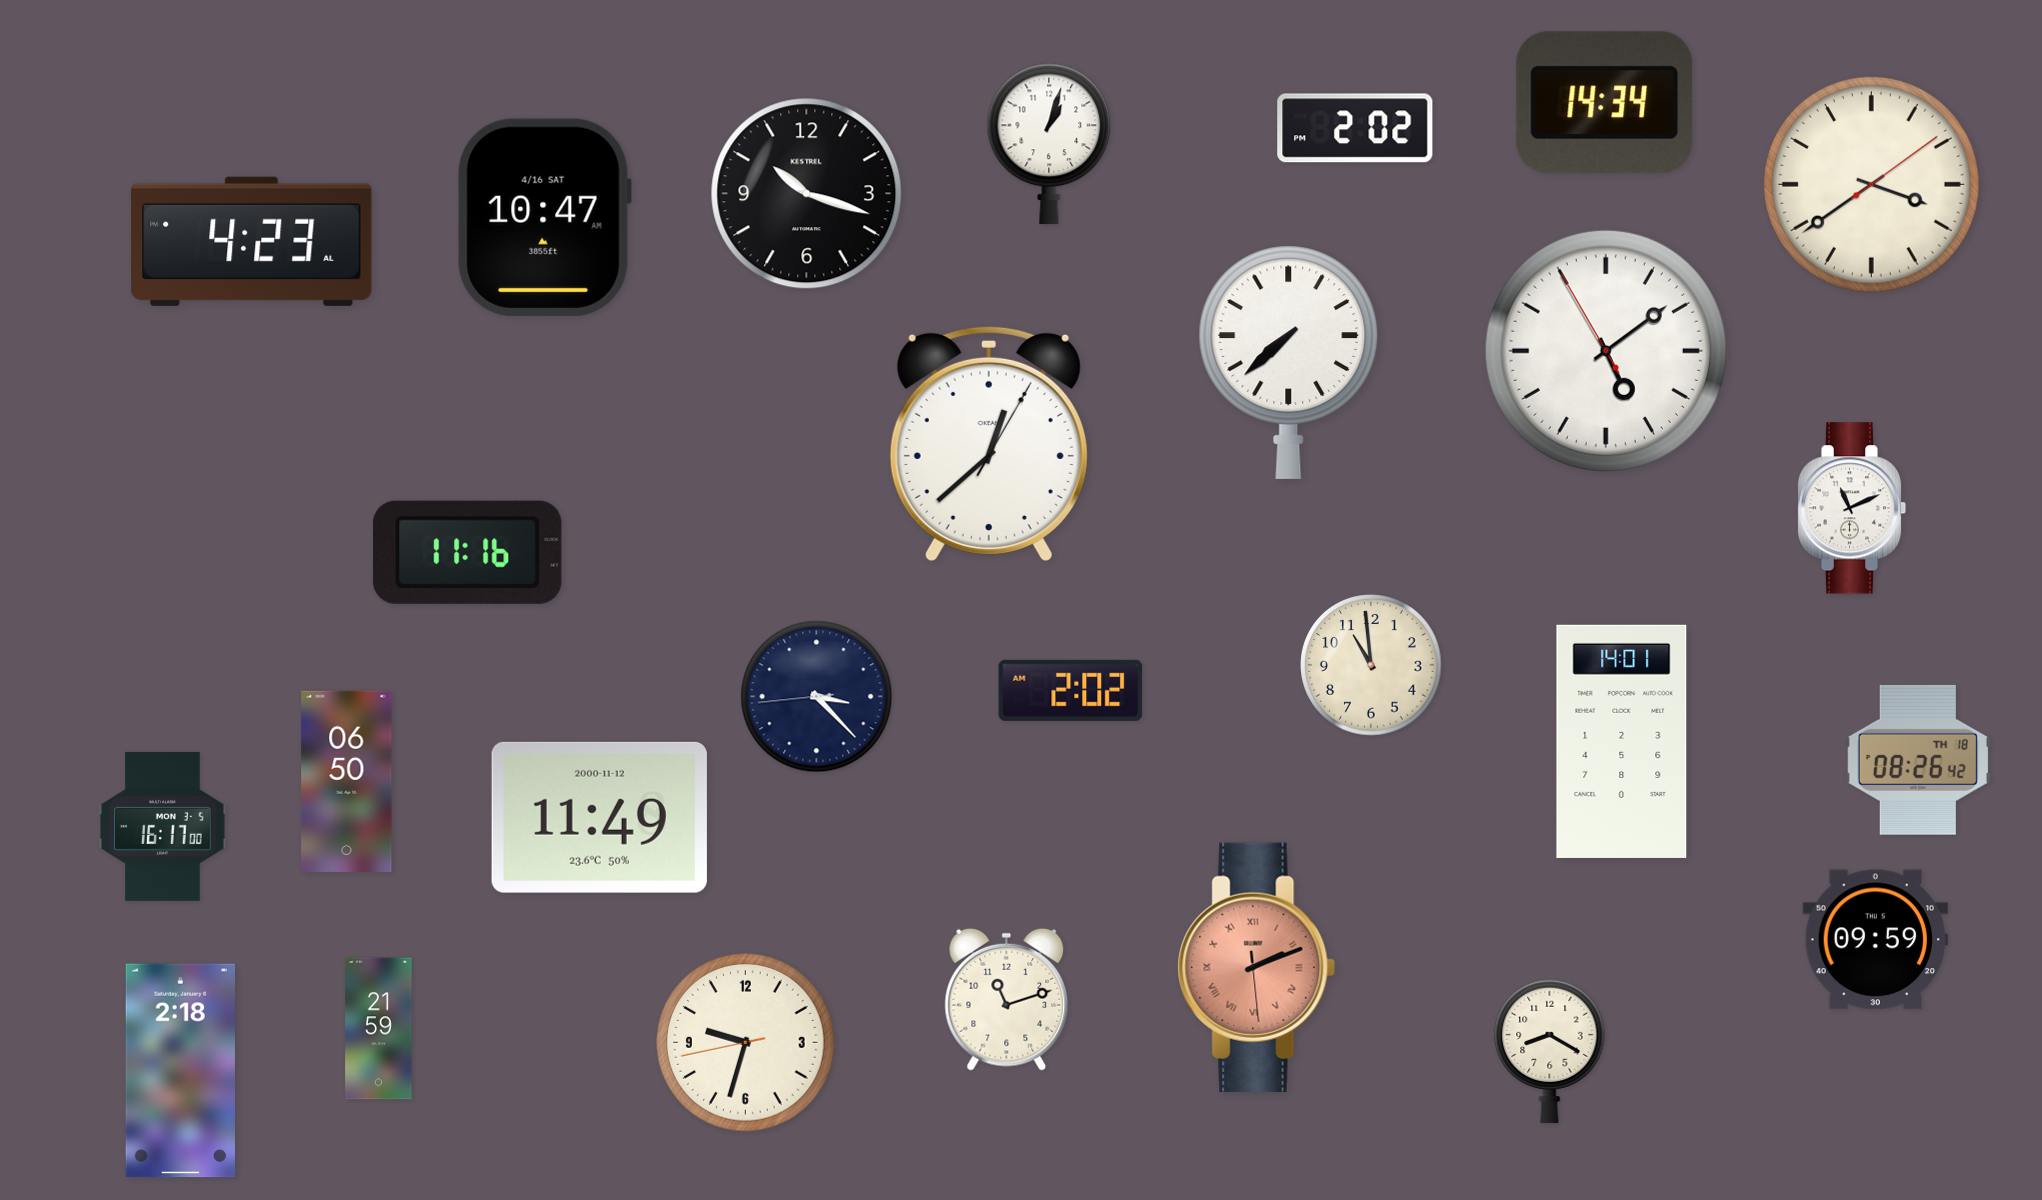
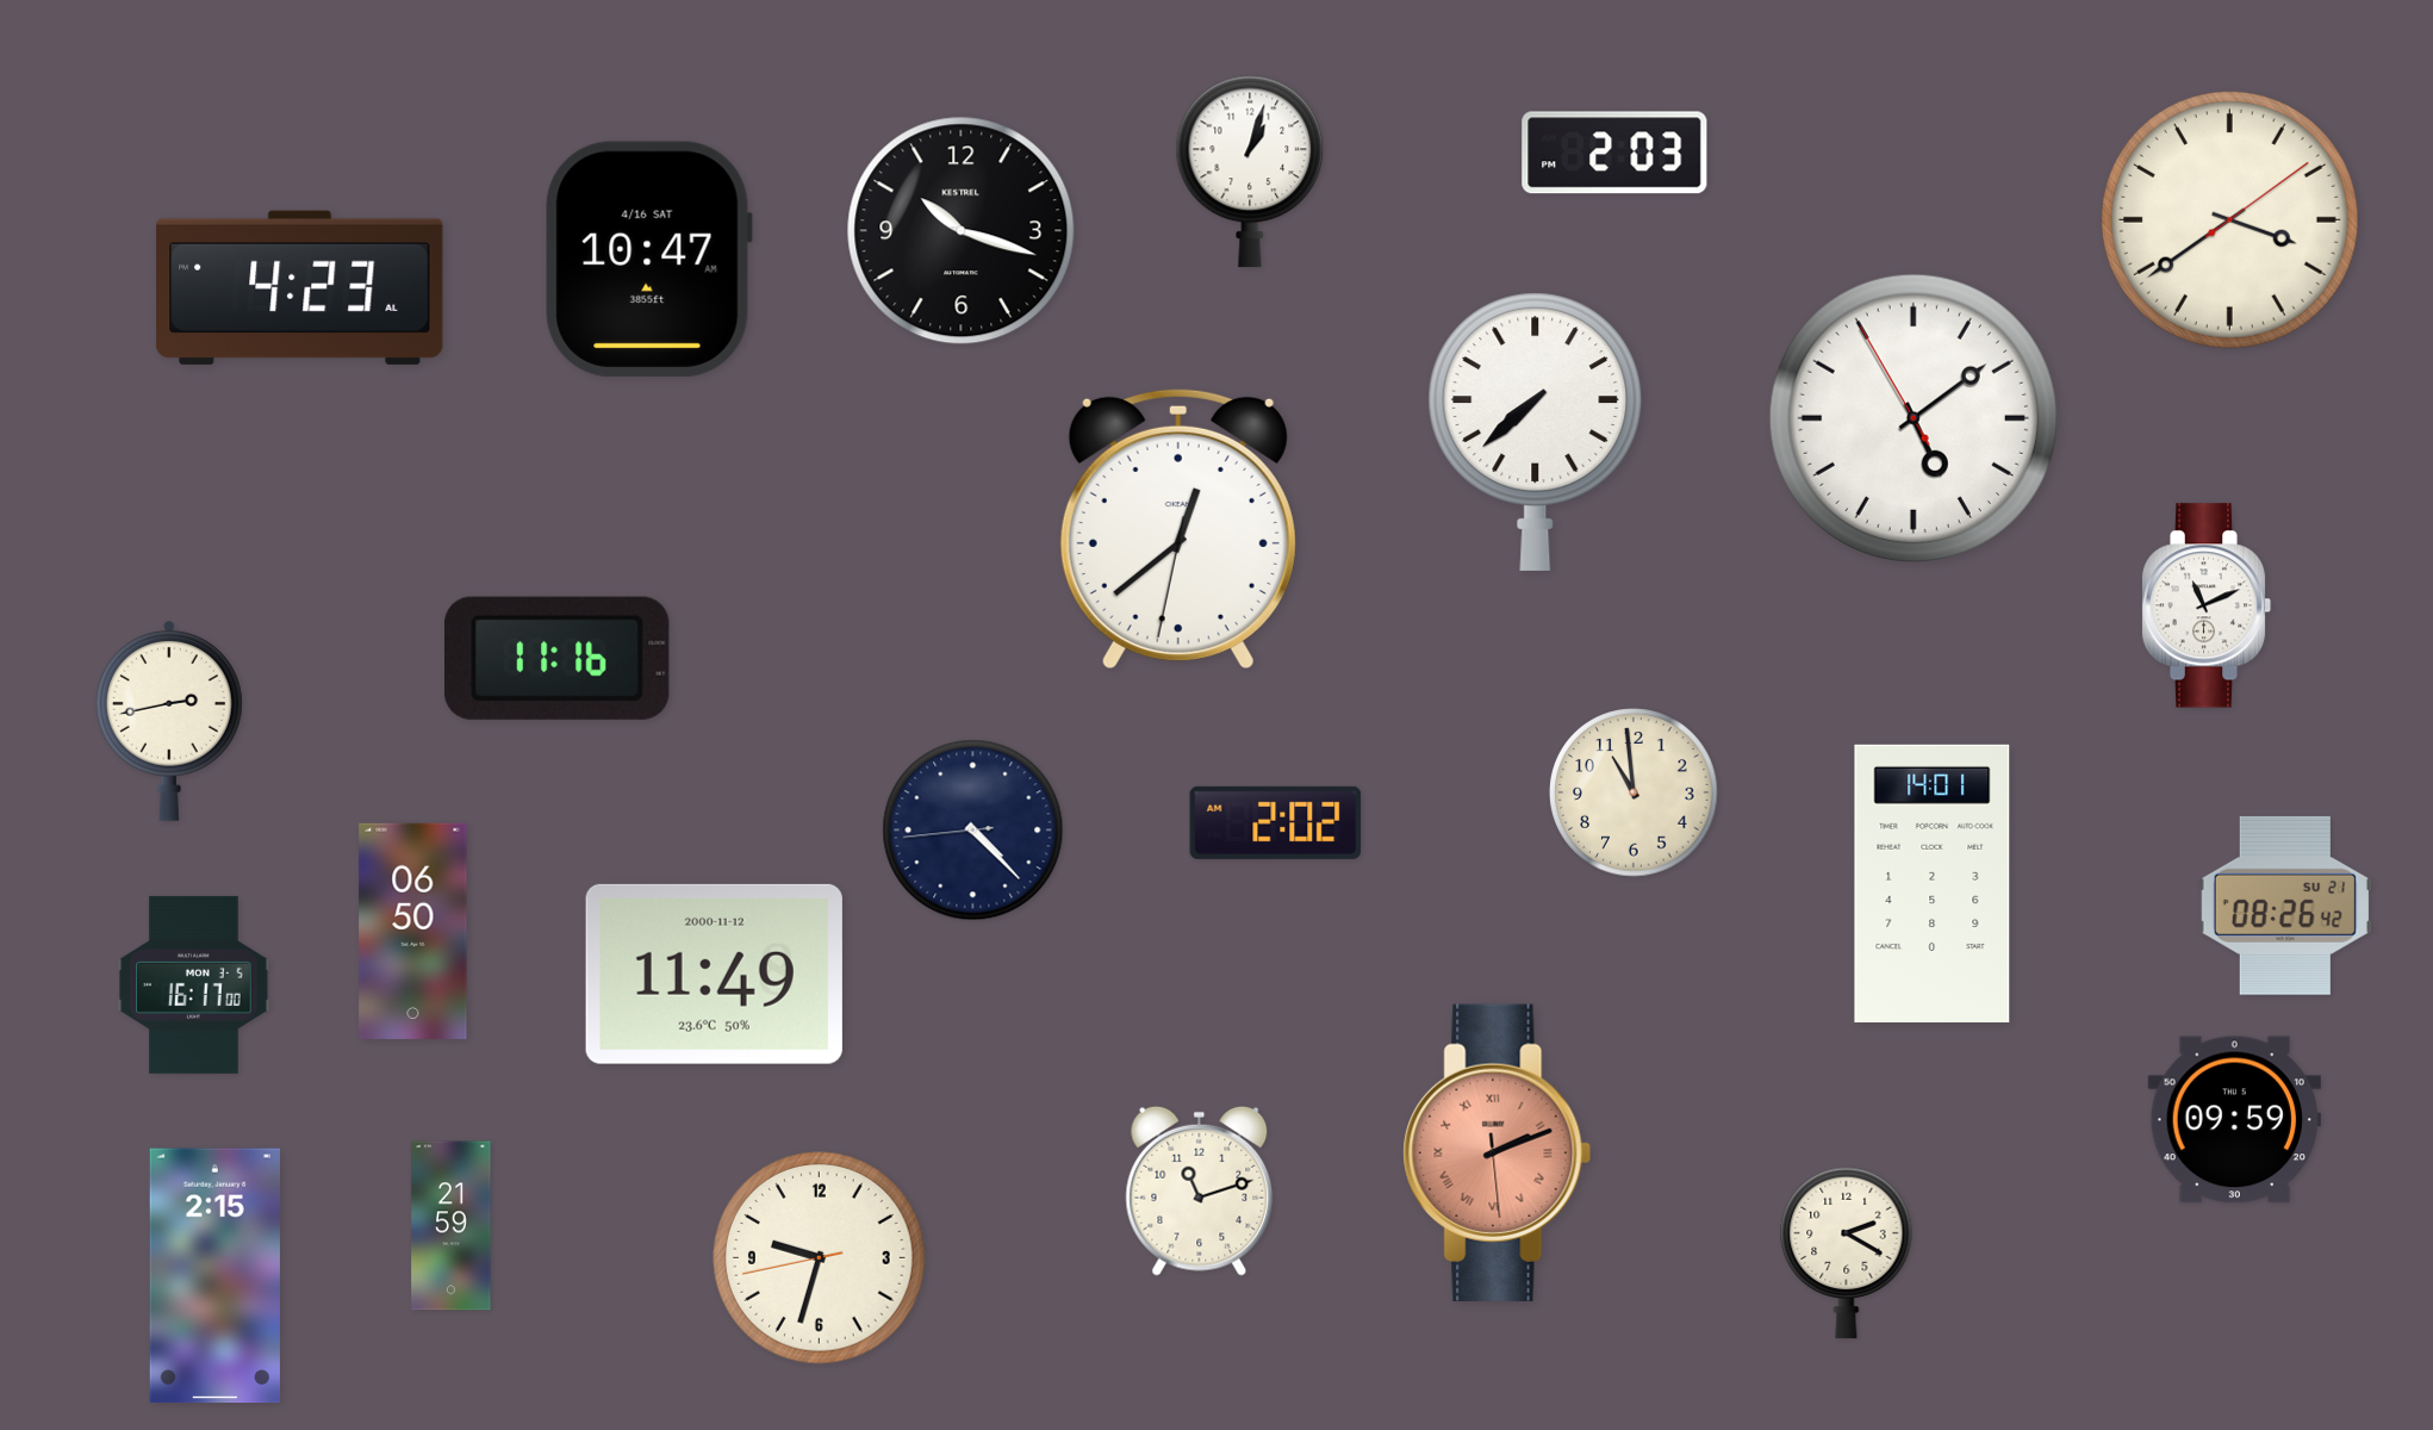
clock at (1605, 103): 14:34 -> none
clock at (1355, 128): 2:02 -> 2:03
clock at (989, 443): 12:38:05 -> 12:38:32
clock at (169, 720): none -> 2:43
clock at (817, 697): 3:22 -> 4:22
clock at (1918, 760) date: TH 18 -> SU 21
clock at (746, 1043) position: (746, 1043) -> (820, 1258)
clock at (1550, 1051): 8:20 -> 2:20
clock at (180, 1071): 2:18 -> 2:15
